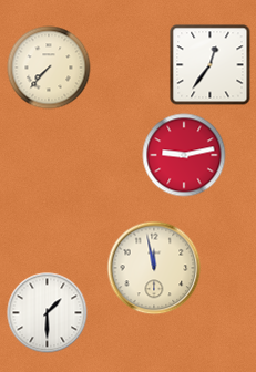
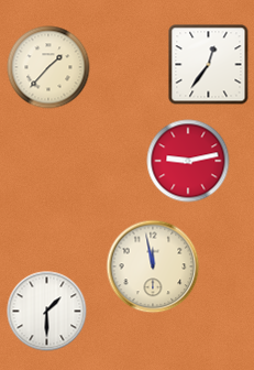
clock at (49, 68): 7:37 -> 1:37
clock at (184, 155) position: (184, 155) -> (188, 161)
